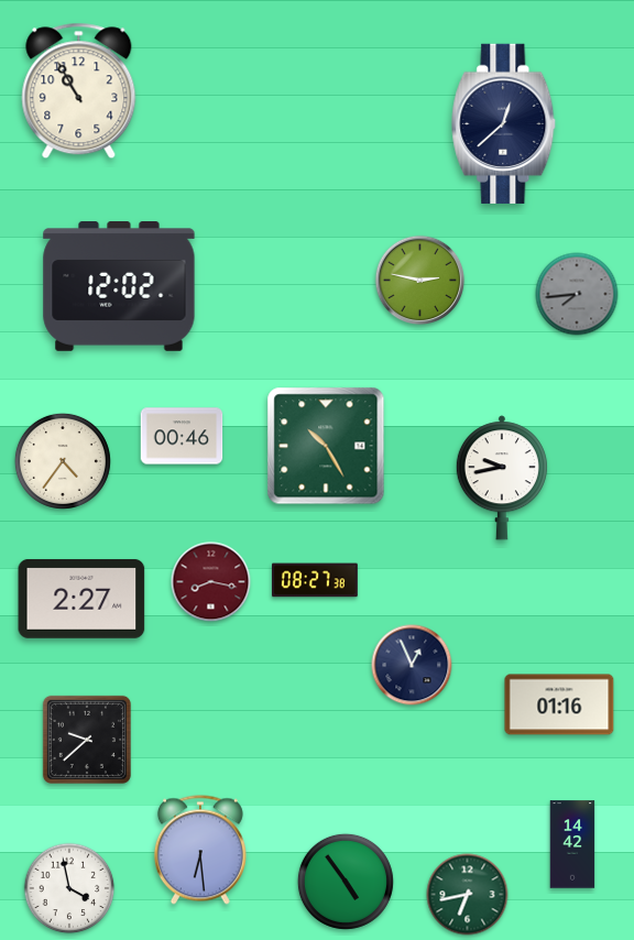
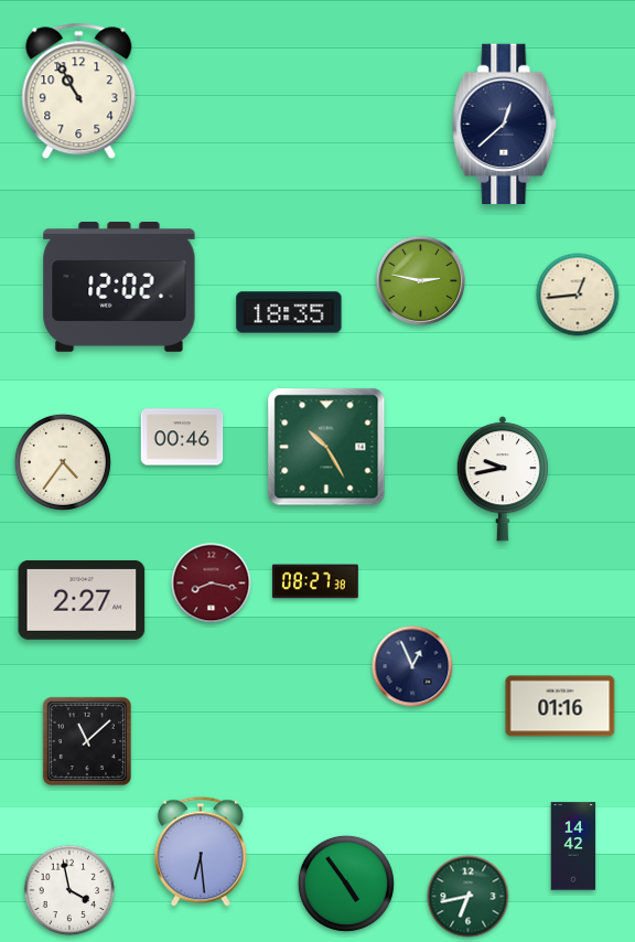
clock at (577, 294): 7:44 -> 12:44
clock at (577, 294) dial: grey -> cream
clock at (289, 312): none -> 18:35
clock at (87, 740): 9:38 -> 11:08
